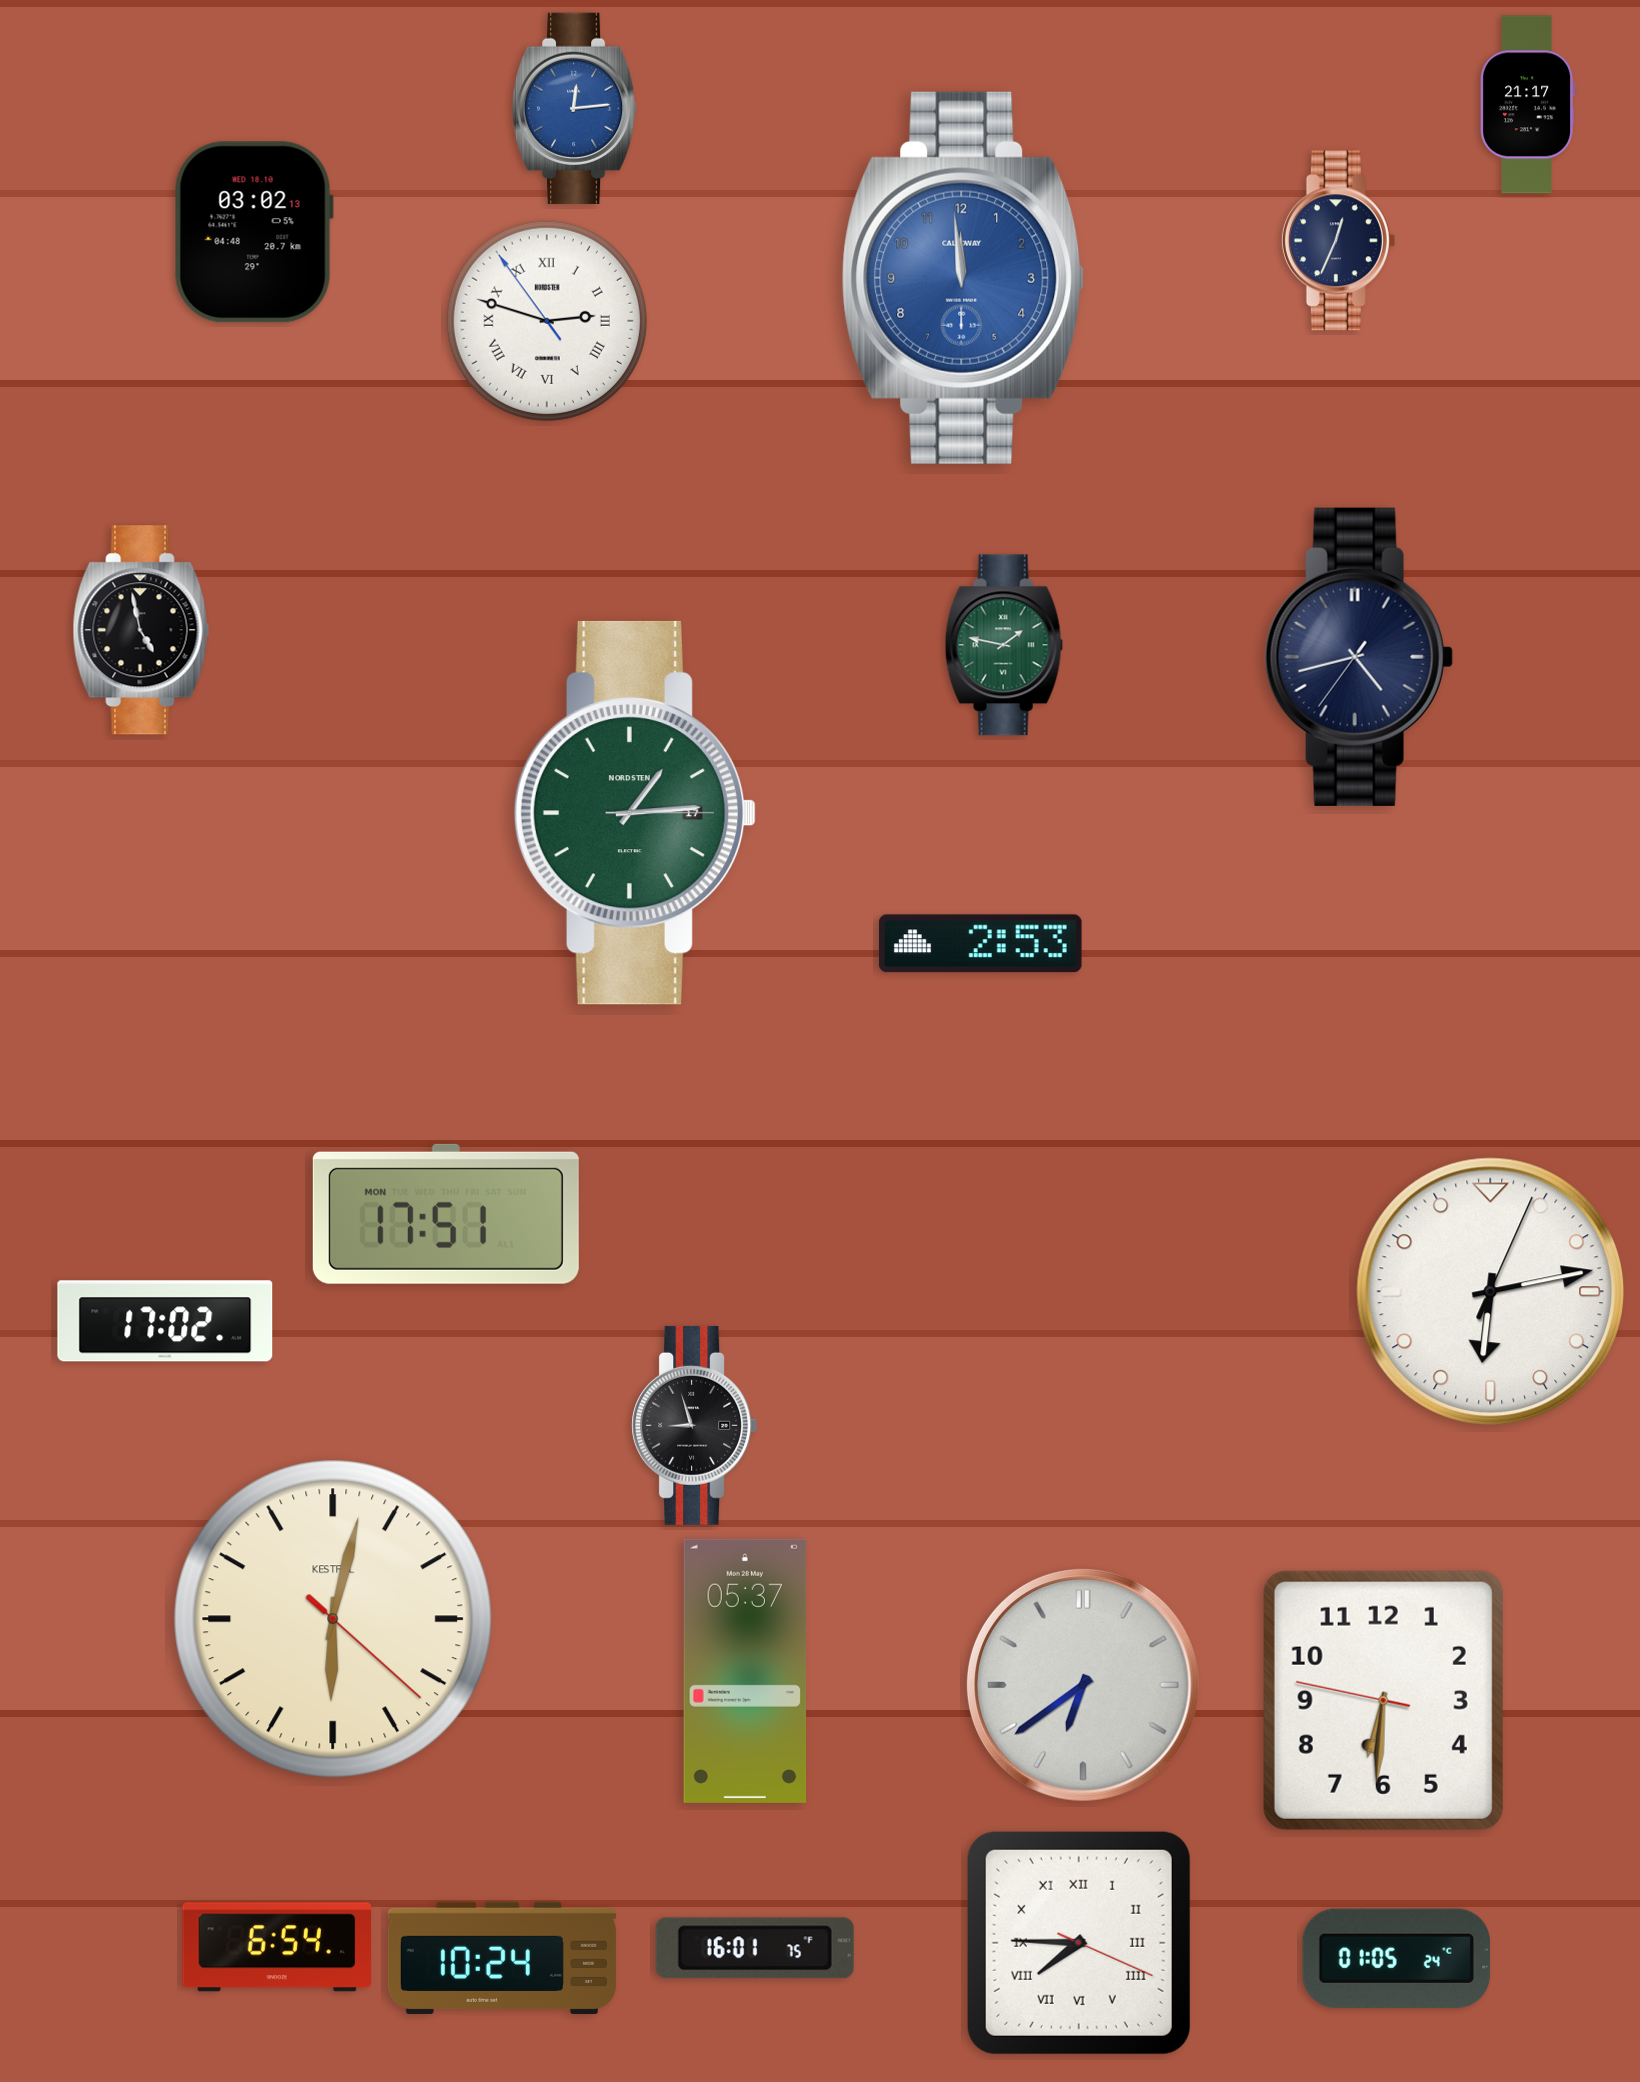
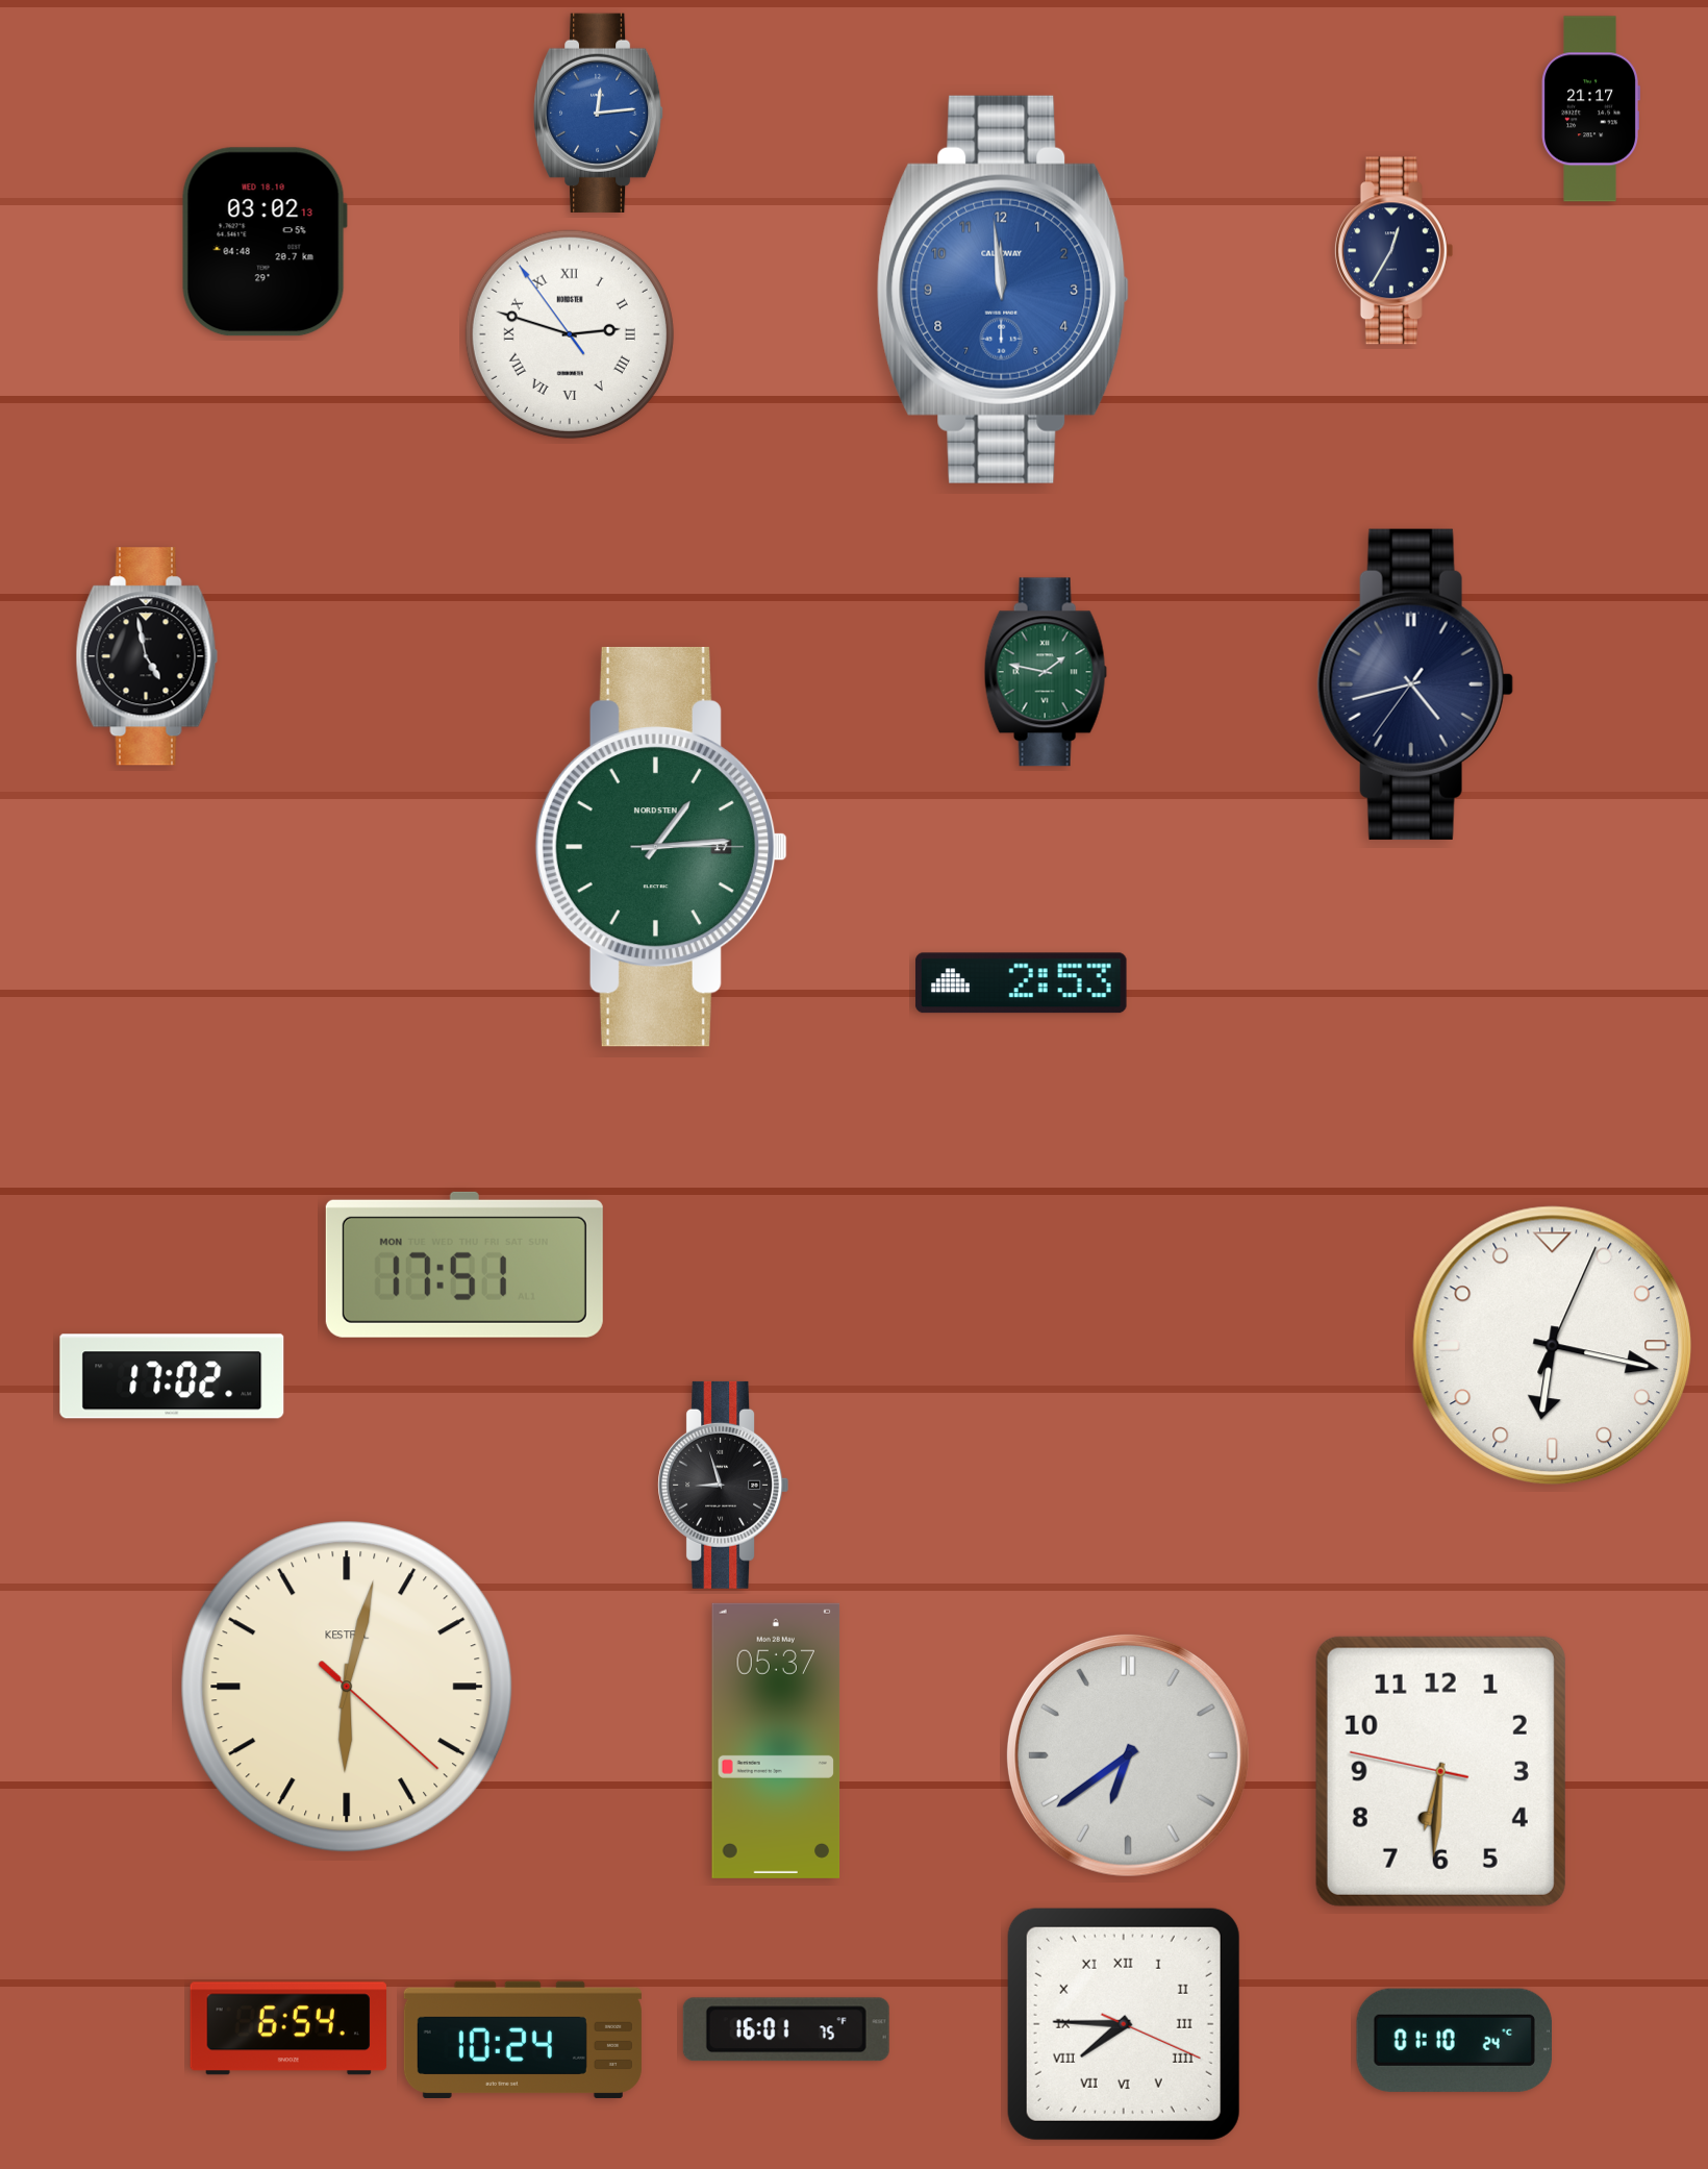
clock at (1338, 241): 12:34 -> 12:35
clock at (1491, 1292): 6:13 -> 6:17
clock at (1396, 1958): 01:05 -> 01:10
